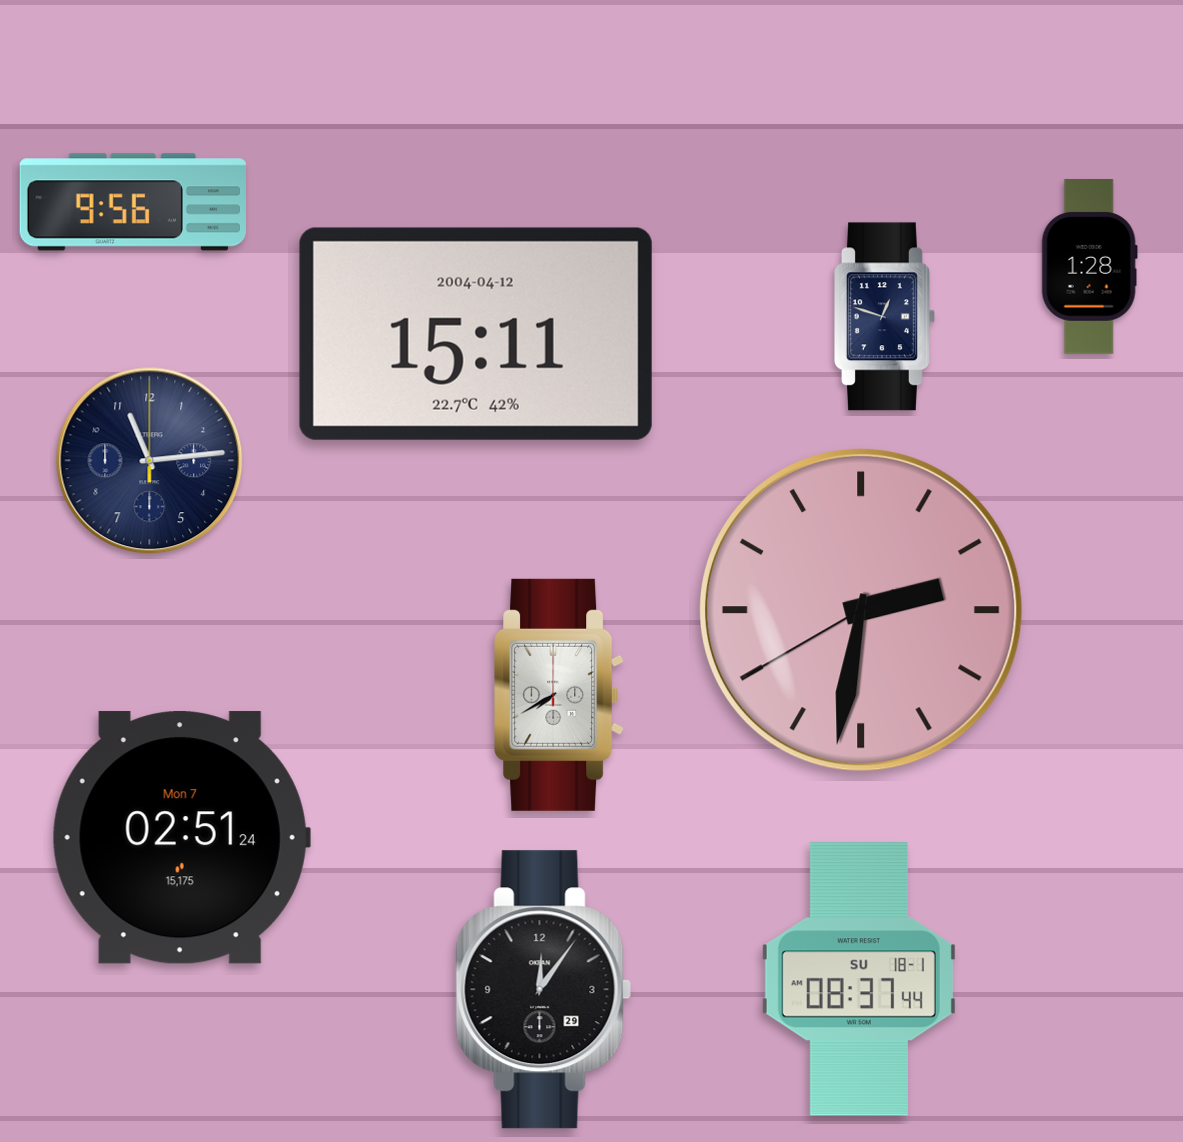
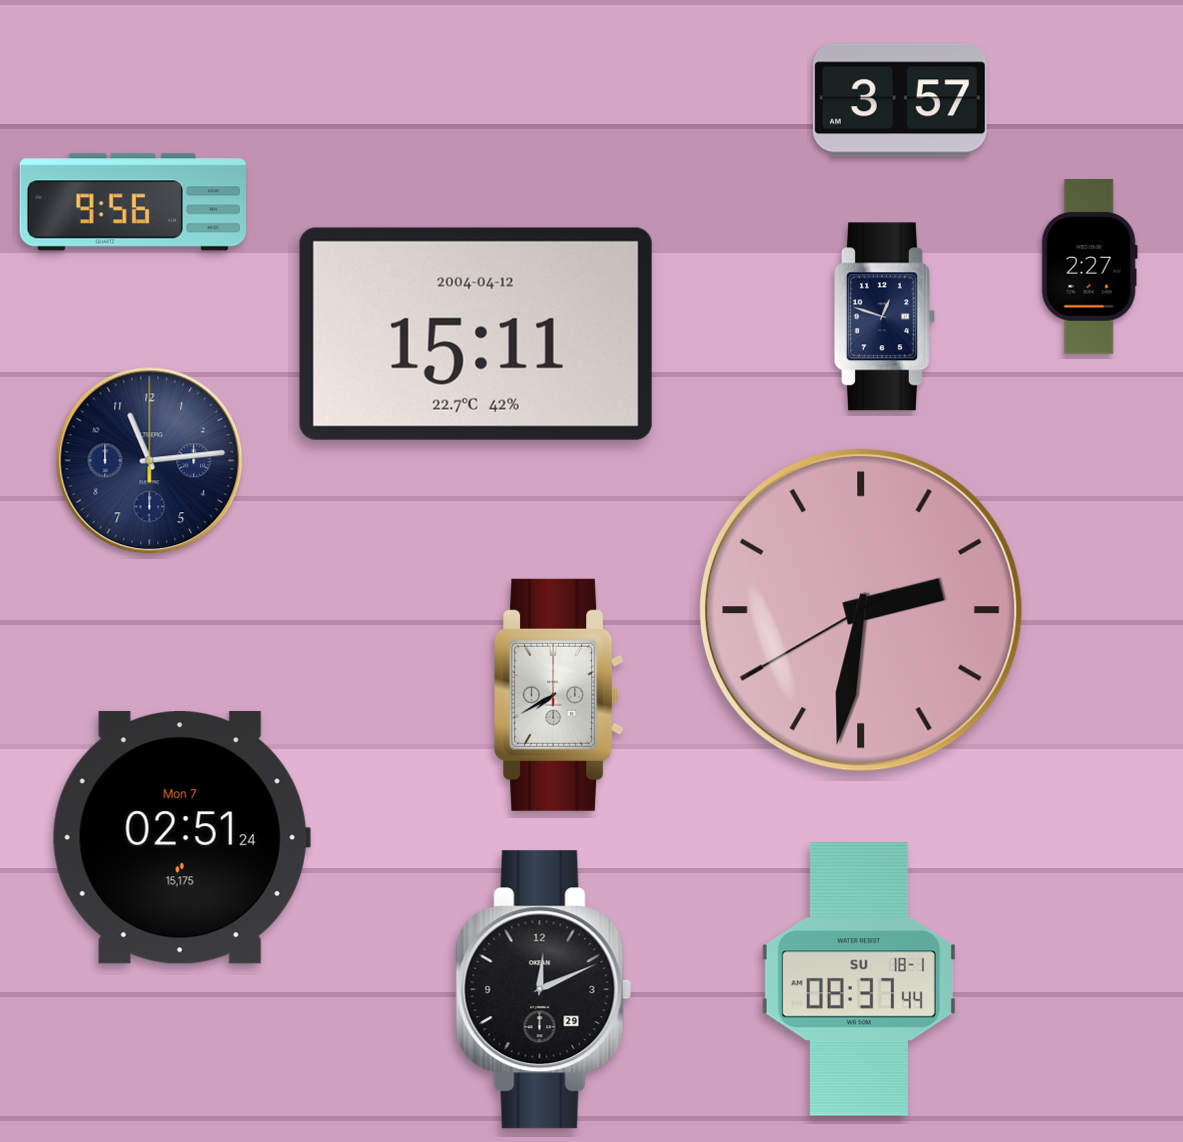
clock at (900, 100): none -> 3:57
clock at (1089, 267): 1:28 -> 2:27
clock at (544, 990): 12:06 -> 12:11
